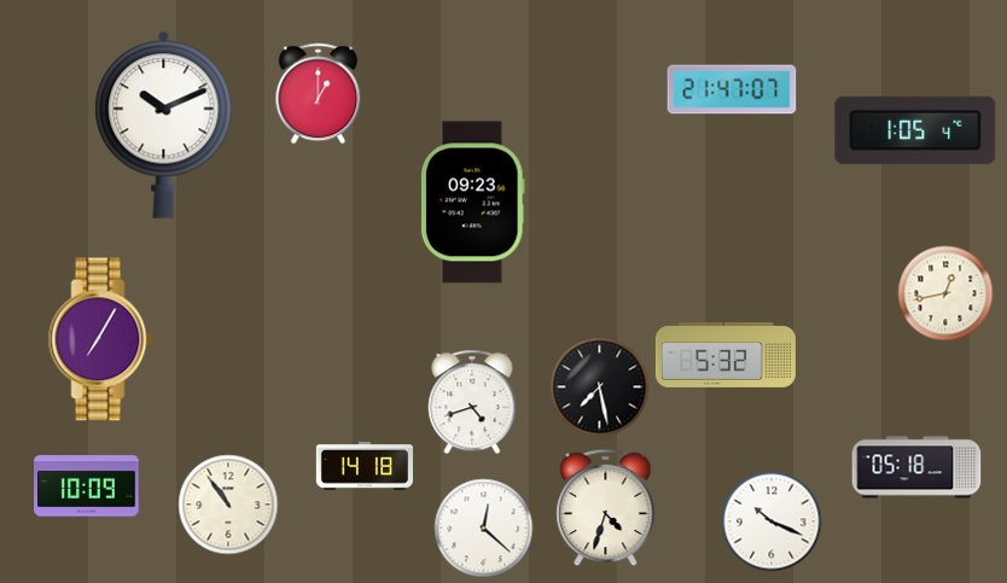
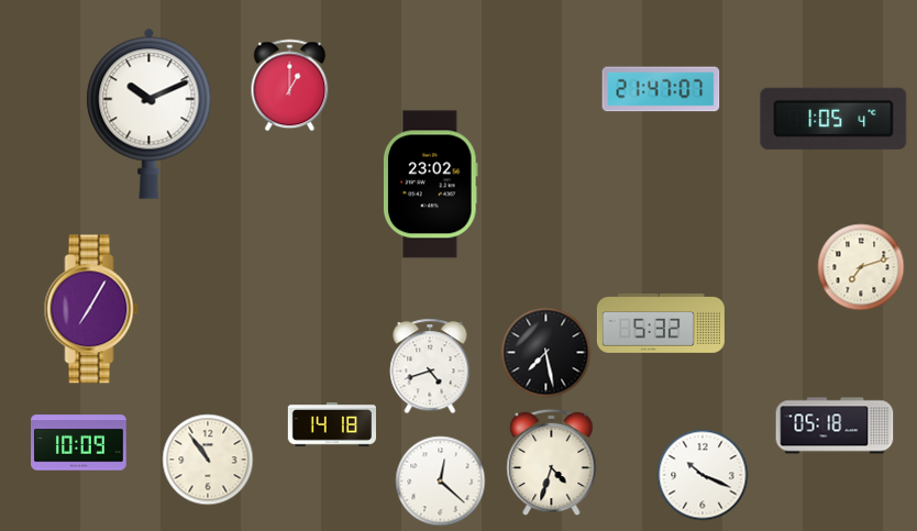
clock at (732, 89) position: (732, 89) -> (661, 89)
clock at (472, 203): 09:23 -> 23:02
clock at (945, 293): 12:43 -> 7:12
